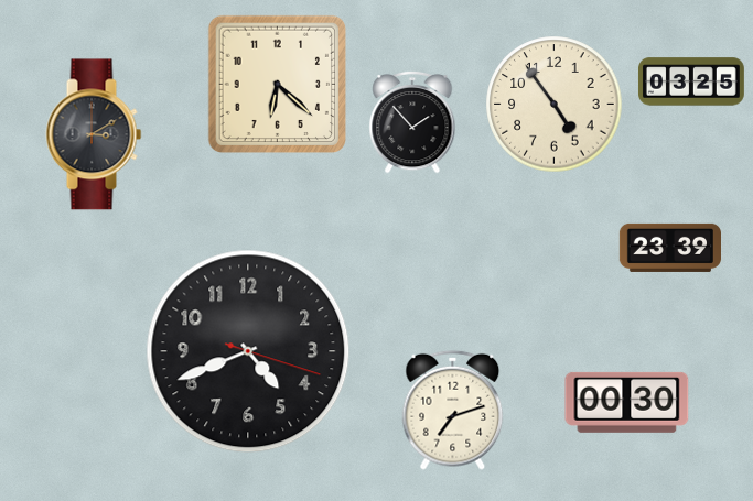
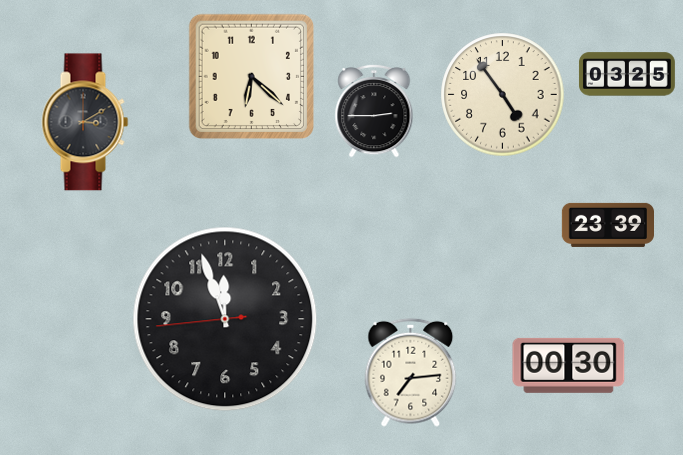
clock at (412, 122): 1:53 -> 2:45
clock at (248, 351): 4:41 -> 11:56
clock at (453, 410): 7:12 -> 7:14
